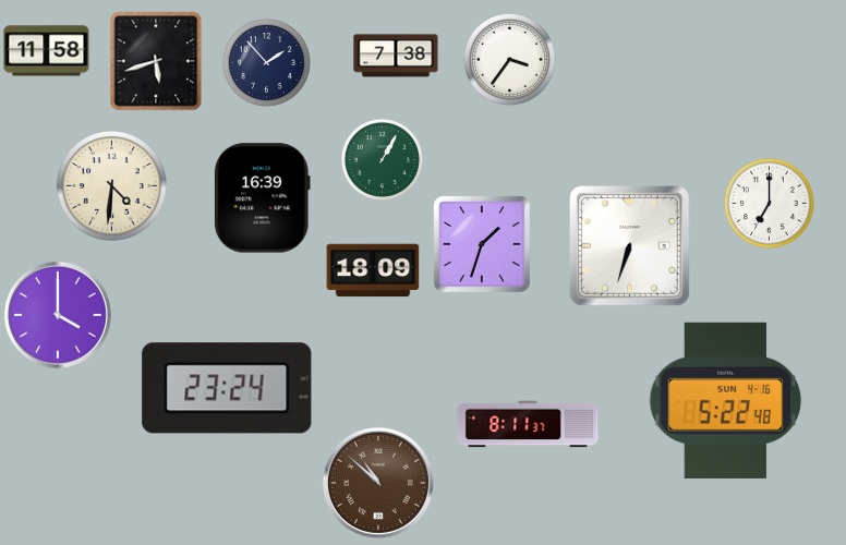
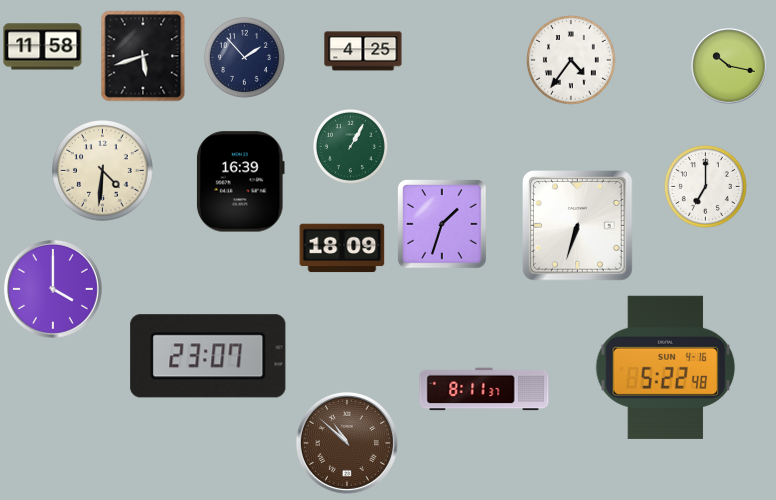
clock at (396, 56): 7:38 -> 4:25
clock at (509, 59): 3:36 -> none
clock at (572, 61): none -> 4:36
clock at (729, 66): none -> 10:17
clock at (227, 388): 23:24 -> 23:07
